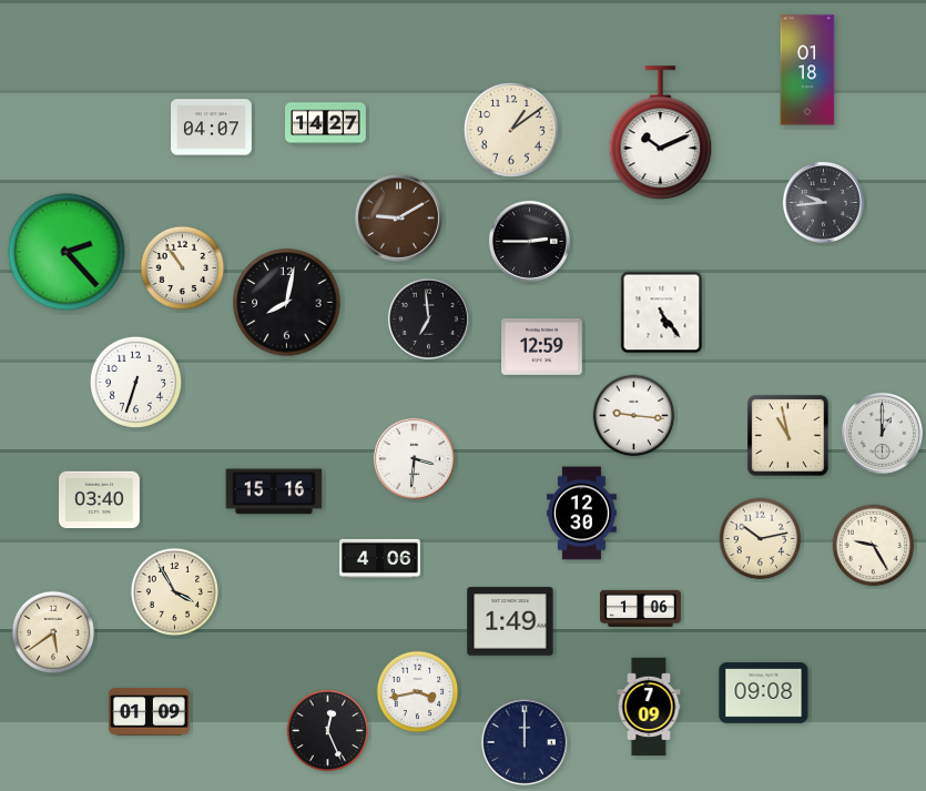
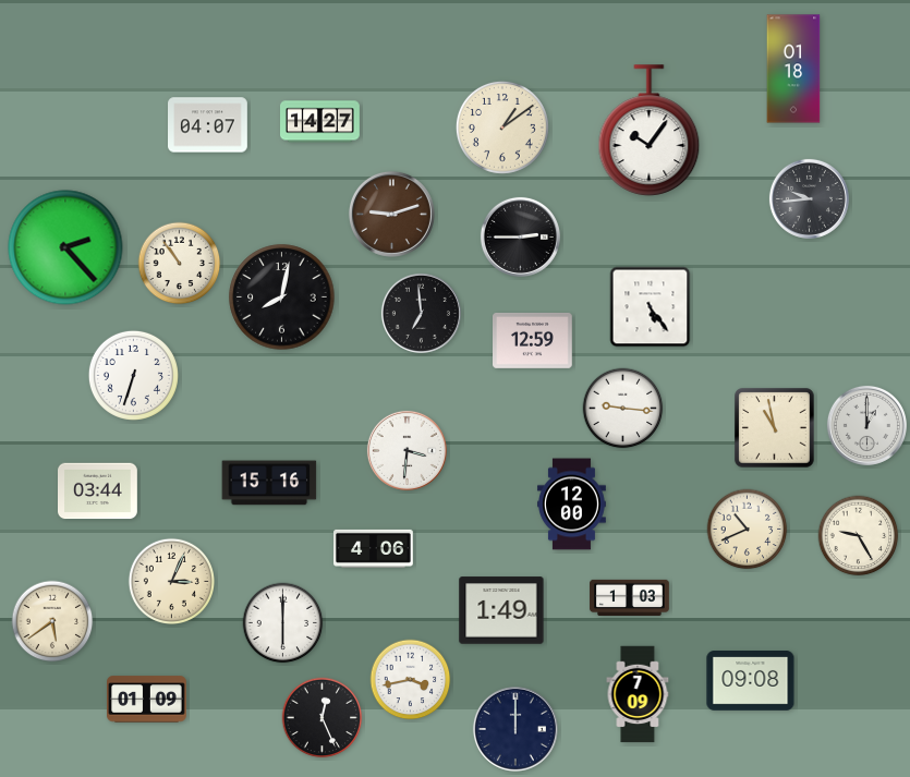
clock at (661, 133): 10:11 -> 10:06
clock at (398, 217): 9:10 -> 9:12
clock at (100, 500): 03:40 -> 03:44
clock at (581, 514): 12:30 -> 12:00
clock at (761, 539): 10:13 -> 10:41
clock at (174, 591): 3:55 -> 3:04
clock at (641, 608): 1:06 -> 1:03
clock at (283, 623): none -> 6:00
